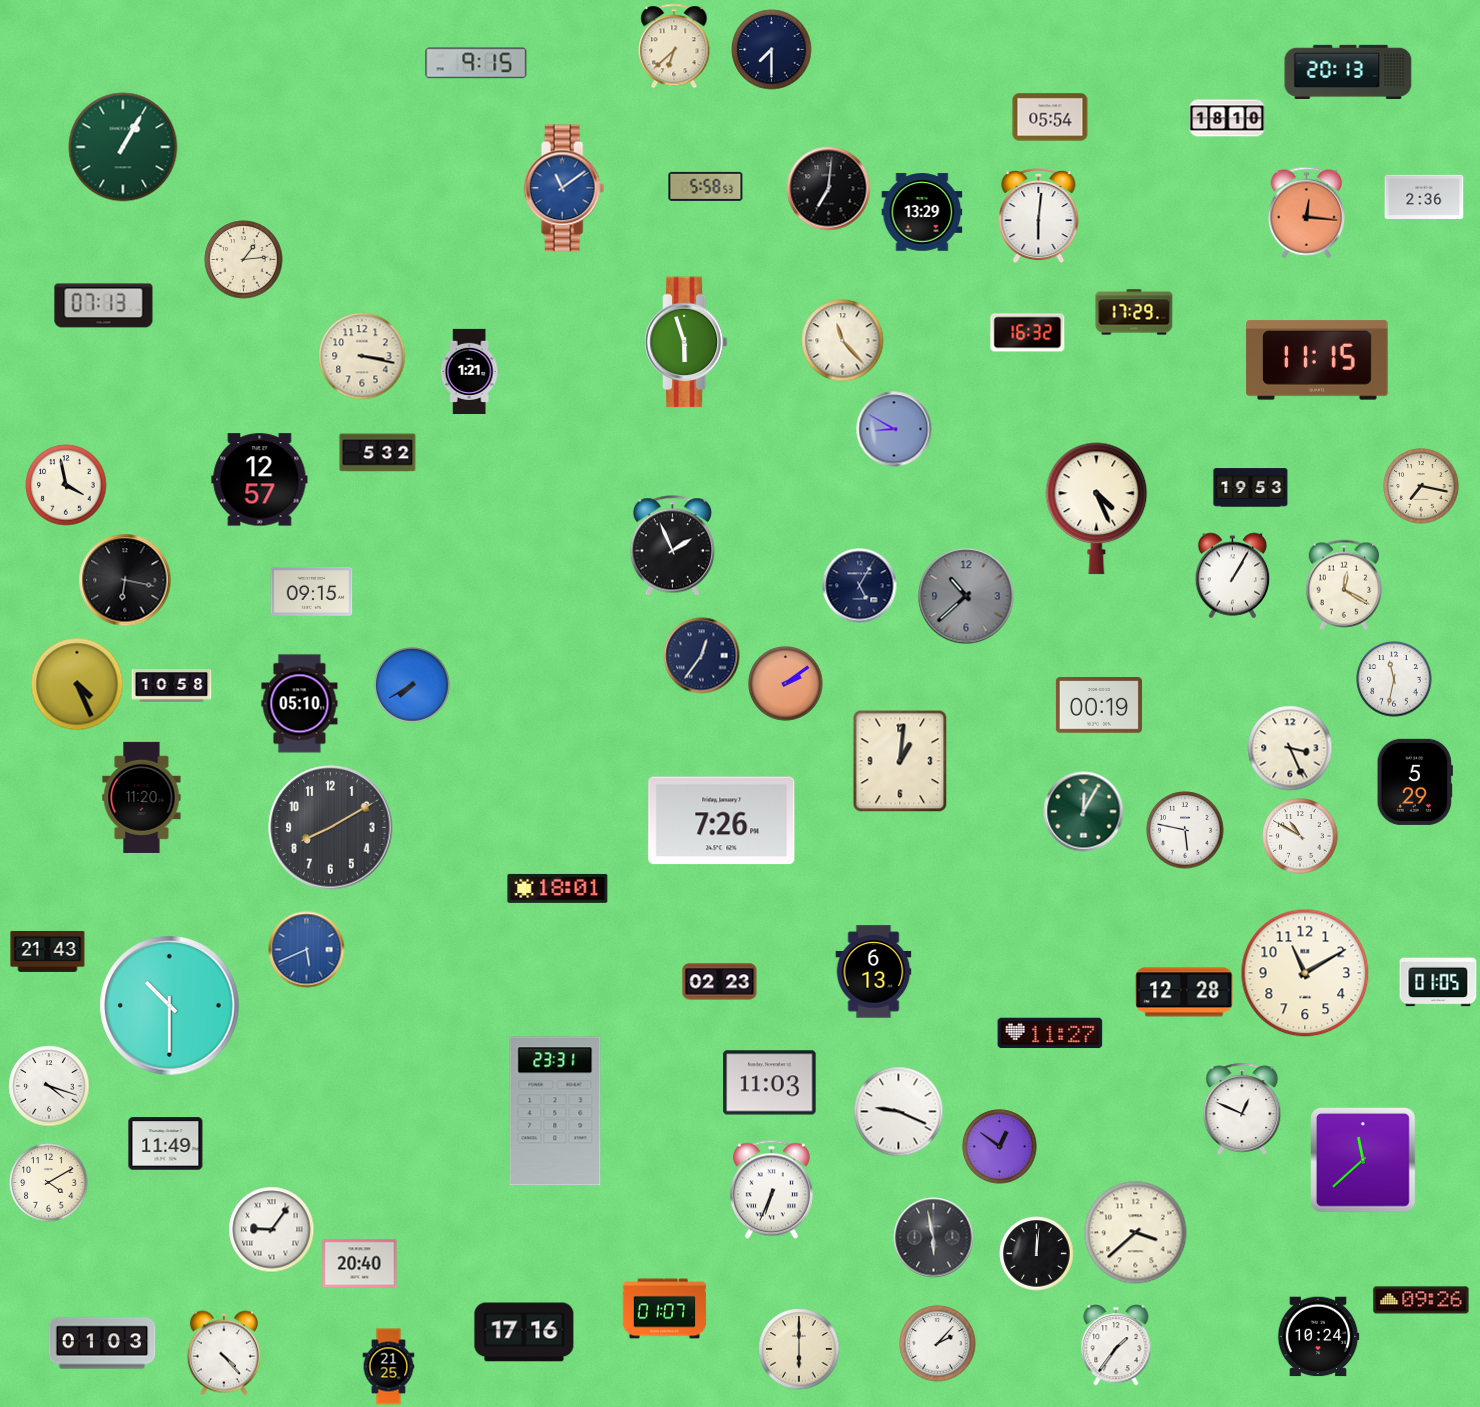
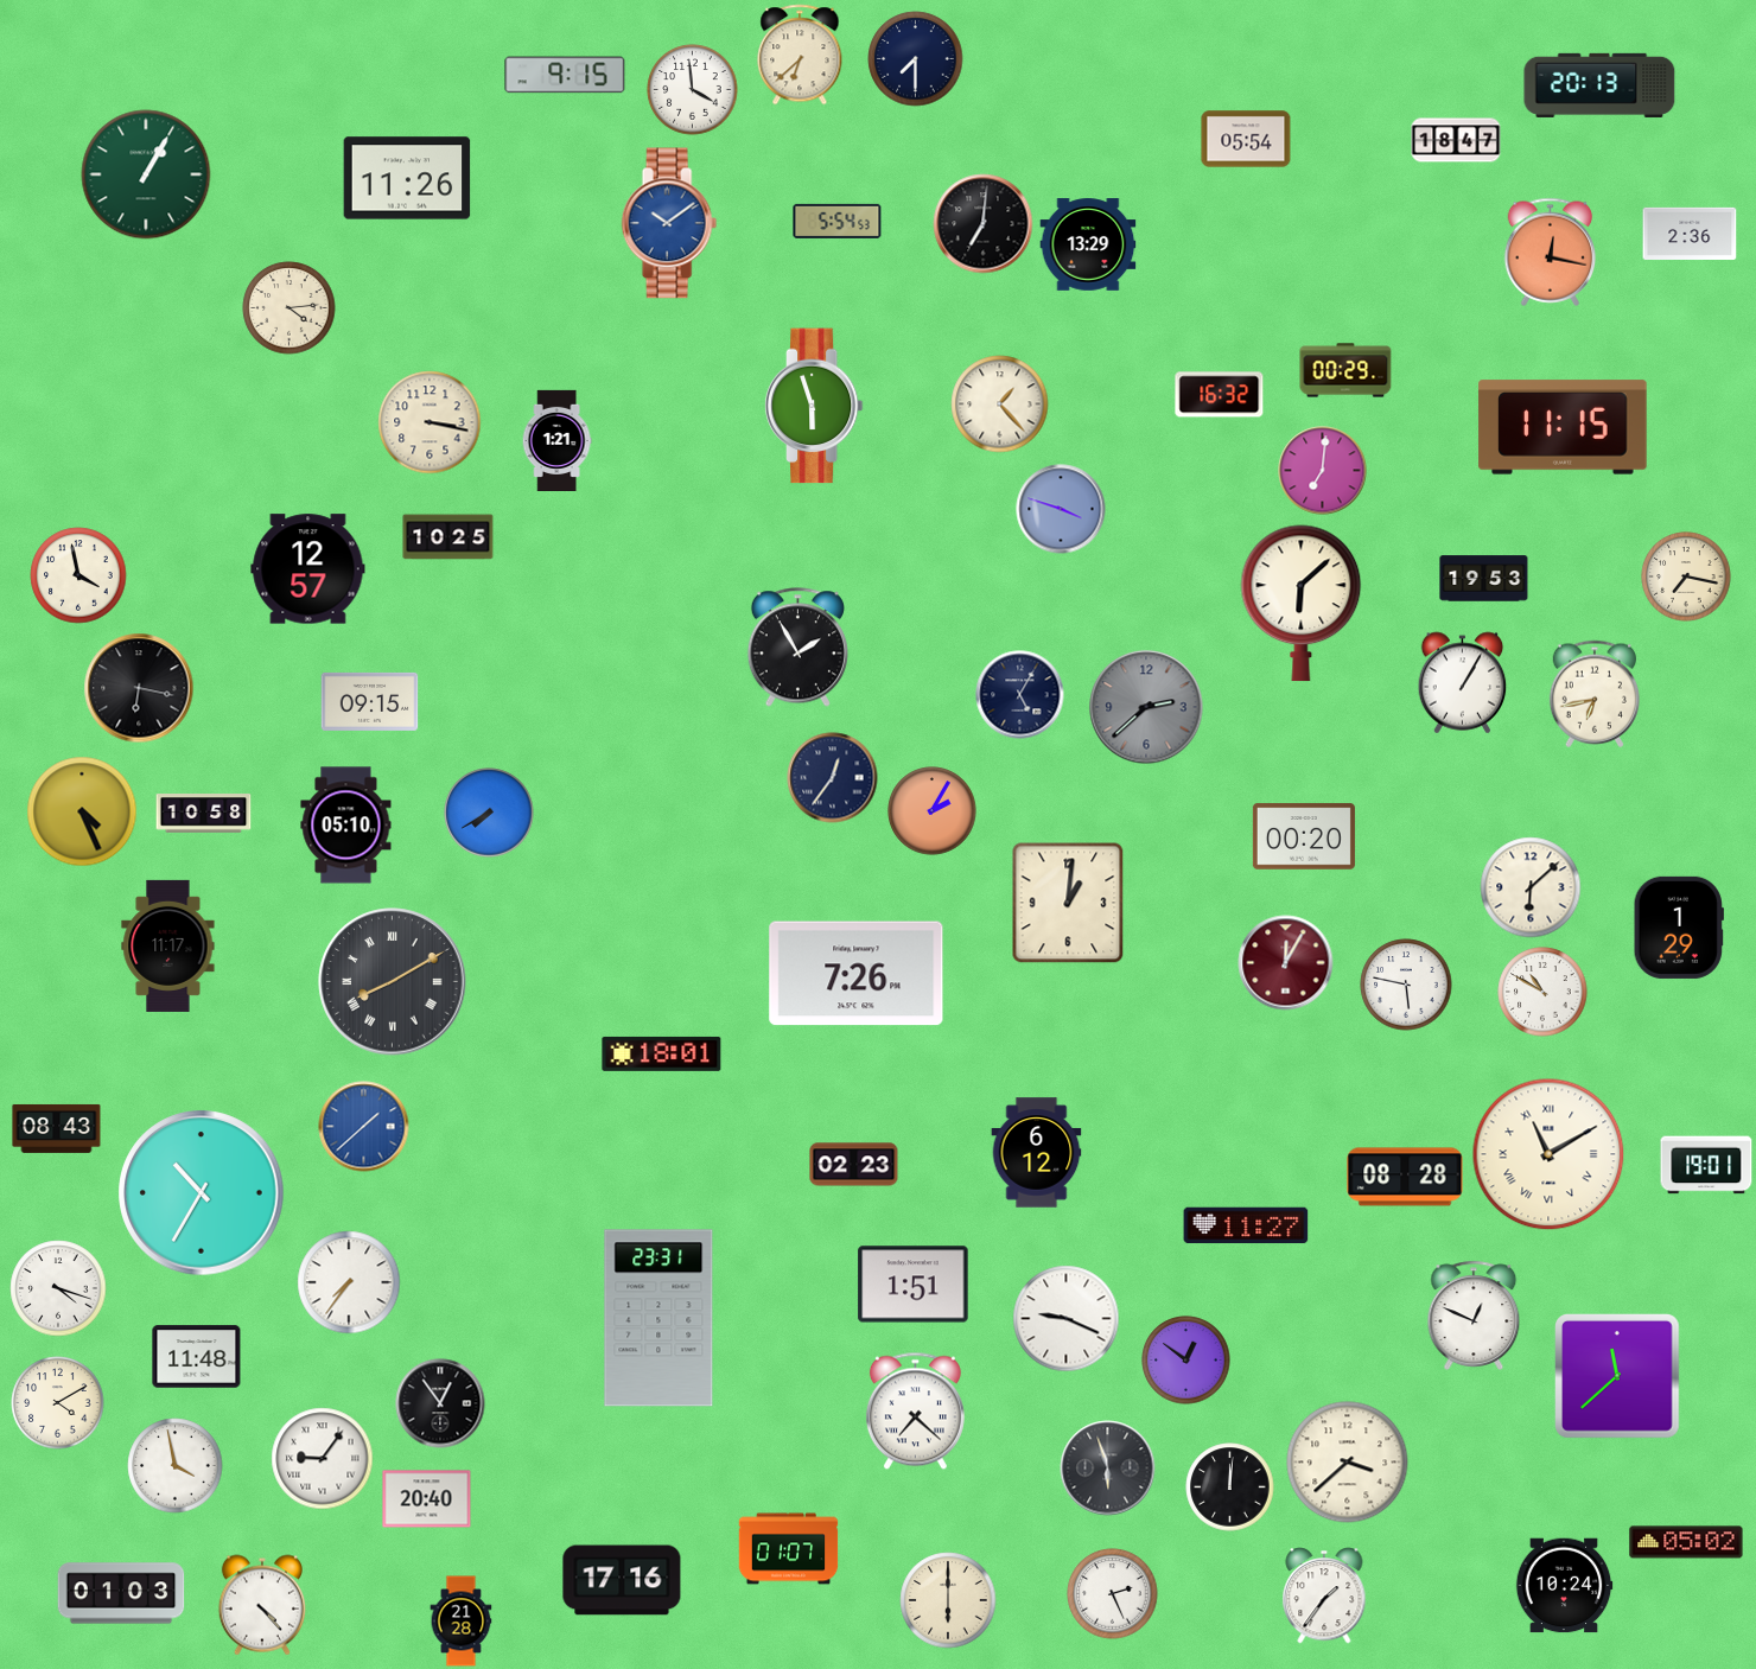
clock at (693, 90): none -> 3:59
clock at (1227, 118): 18:10 -> 18:47
clock at (407, 178): none -> 11:26
clock at (706, 186): 5:58 -> 5:54
clock at (564, 188): 11:09 -> 10:09
clock at (922, 212) position: (922, 212) -> (1088, 244)
clock at (1307, 212): 12:16 -> 12:17
clock at (1039, 216): 6:01 -> none
clock at (244, 260): 1:14 -> 4:14
clock at (104, 306): 07:13 -> none
clock at (1134, 312): 17:29 -> 00:29
clock at (843, 341): 11:23 -> 1:23
clock at (1323, 471): none -> 7:01
clock at (894, 429): 8:50 -> 3:48
clock at (378, 453): 5:32 -> 10:25
clock at (1097, 509): 4:26 -> 6:08
clock at (672, 546): 1:56 -> 1:55
clock at (125, 580) position: (125, 580) -> (139, 688)
clock at (1343, 585): 12:20 -> 6:43
clock at (966, 596): 10:38 -> 2:38
clock at (1394, 679): 11:32 -> none
clock at (77, 684) position: (77, 684) -> (82, 811)
clock at (786, 684): 2:09 -> 2:05
clock at (300, 704) position: (300, 704) -> (346, 826)
clock at (1099, 705): 00:19 -> 00:20
clock at (1290, 748): 3:26 -> 6:08
clock at (1415, 782): 5:29 -> 1:29
clock at (142, 797): 11:20 -> 11:17
clock at (1084, 812) dial: green -> burgundy
clock at (331, 828) numerals: Arabic -> Roman
clock at (307, 950): 5:41 -> 1:38
clock at (48, 951): 21:43 -> 08:43
clock at (874, 972): 6:13 -> 6:12
clock at (1305, 973) numerals: Arabic -> Roman
clock at (1438, 982): 01:05 -> 19:01
clock at (1184, 992): 12:28 -> 08:28
clock at (170, 1006): 10:30 -> 10:35
clock at (349, 1282): none -> 7:36
clock at (770, 1083): 11:03 -> 1:51
clock at (166, 1144): 11:49 -> 11:48
clock at (440, 1403): none -> 12:54
clock at (771, 1190): 6:34 -> 7:22
clock at (176, 1466): none -> 3:58
clock at (934, 1238): 5:58 -> 5:57
clock at (1421, 1300): 09:26 -> 05:02
clock at (665, 1309) position: (665, 1309) -> (789, 1549)
clock at (938, 1344): 2:07 -> 2:26
clock at (224, 1353) position: (224, 1353) -> (262, 1605)
clock at (389, 1367): 21:25 -> 21:28
